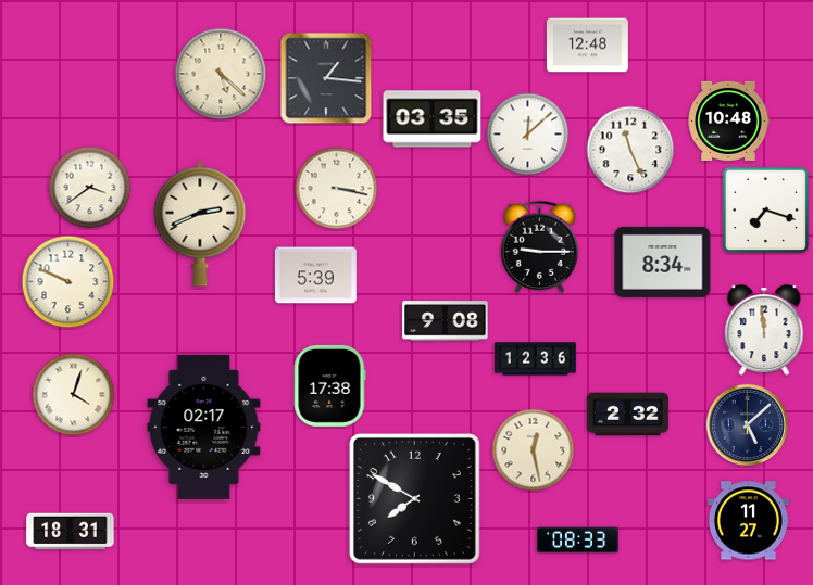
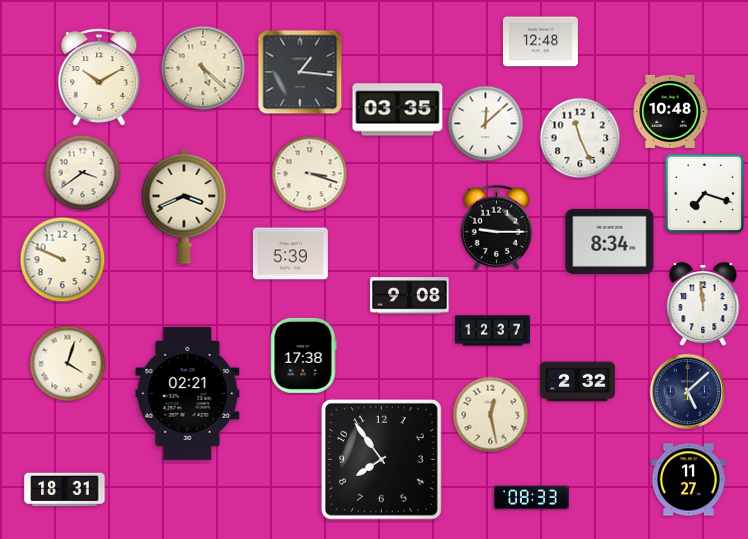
clock at (99, 77): none -> 10:10
clock at (337, 189): 3:17 -> 3:18
clock at (200, 224): 2:41 -> 3:41
clock at (536, 359): 12:36 -> 12:37
clock at (204, 427): 02:17 -> 02:21
clock at (415, 499): 7:50 -> 7:54
